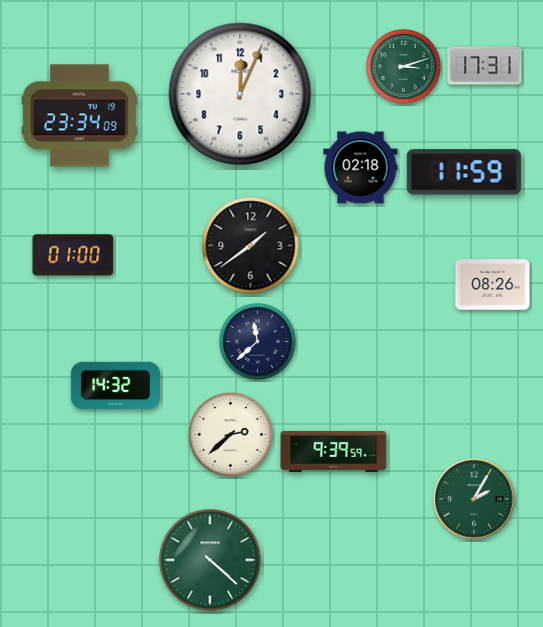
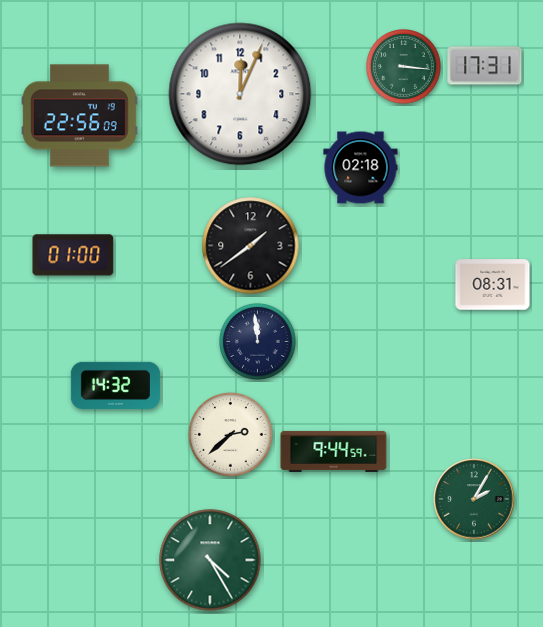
clock at (404, 67): 3:12 -> 3:16
clock at (79, 116): 23:34 -> 22:56
clock at (464, 172): 11:59 -> none
clock at (493, 285): 08:26 -> 08:31
clock at (258, 342): 11:38 -> 11:59
clock at (334, 451): 9:39 -> 9:44
clock at (210, 560): 4:22 -> 4:25
